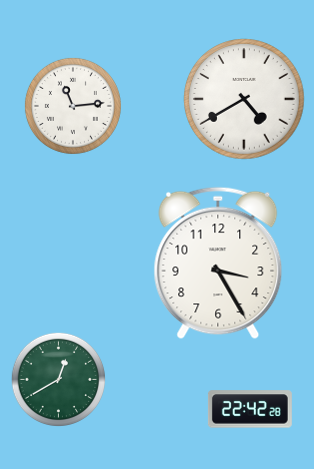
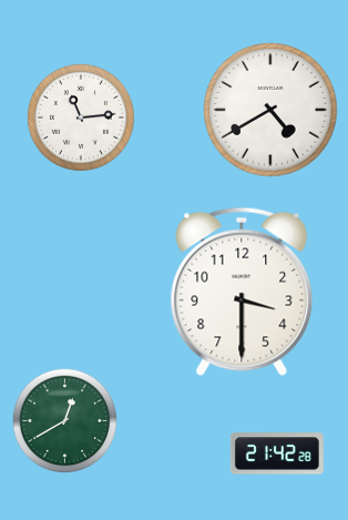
clock at (218, 263): 3:25 -> 3:30
clock at (250, 409): 22:42 -> 21:42
